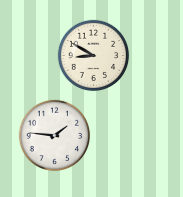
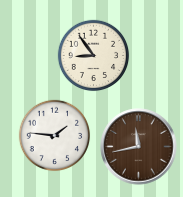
clock at (94, 56): 8:50 -> 8:54
clock at (139, 147): none -> 11:43
